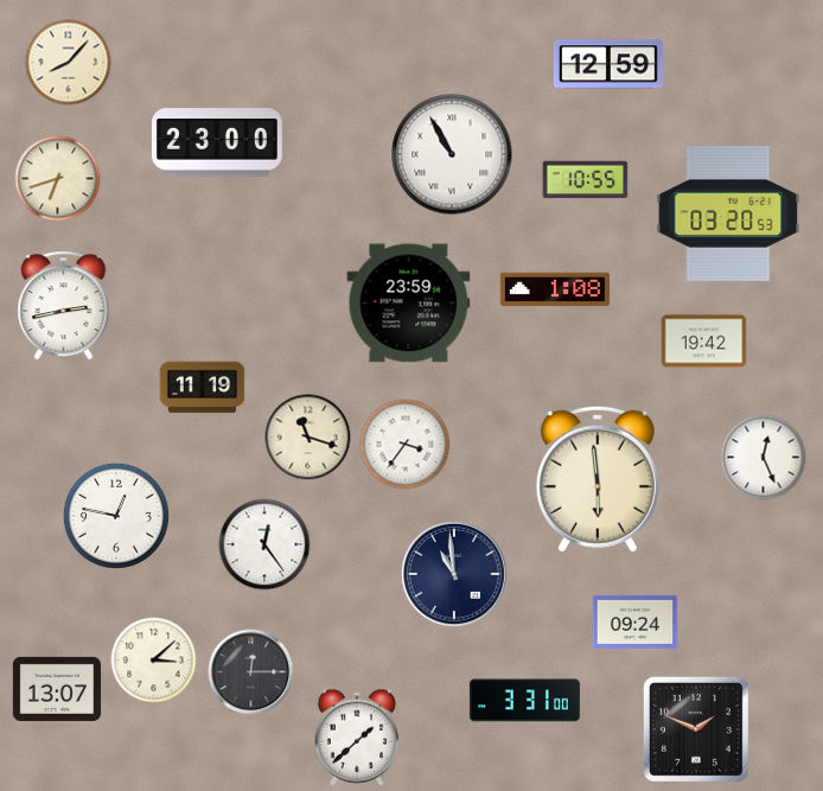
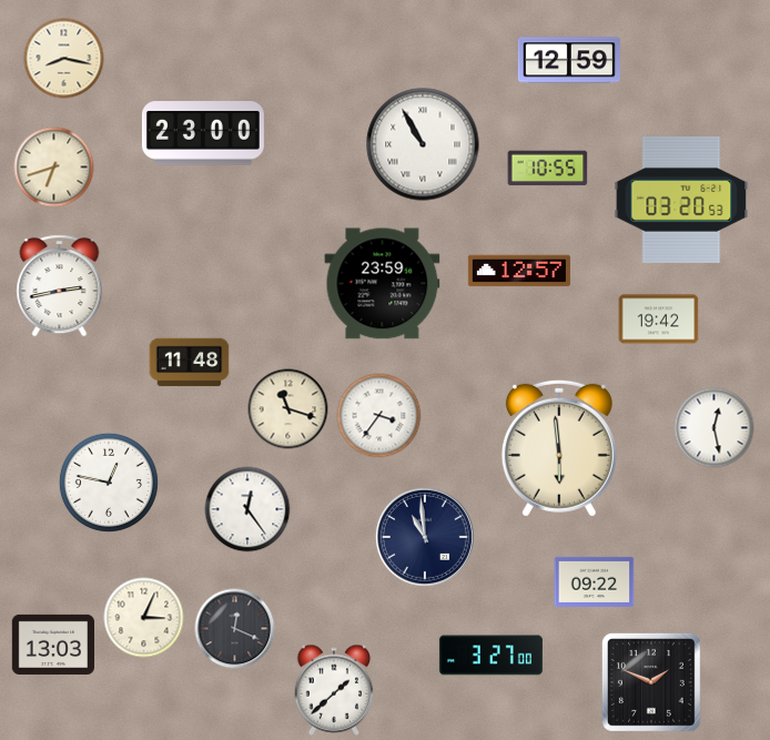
clock at (69, 63): 8:07 -> 8:17
clock at (555, 289): 1:08 -> 12:57
clock at (203, 388): 11:19 -> 11:48
clock at (764, 458): 12:26 -> 12:28
clock at (636, 621): 09:24 -> 09:22
clock at (154, 661): 3:08 -> 3:04
clock at (251, 672): 12:15 -> 12:19
clock at (56, 689): 13:07 -> 13:03
clock at (524, 701): 3:31 -> 3:27
